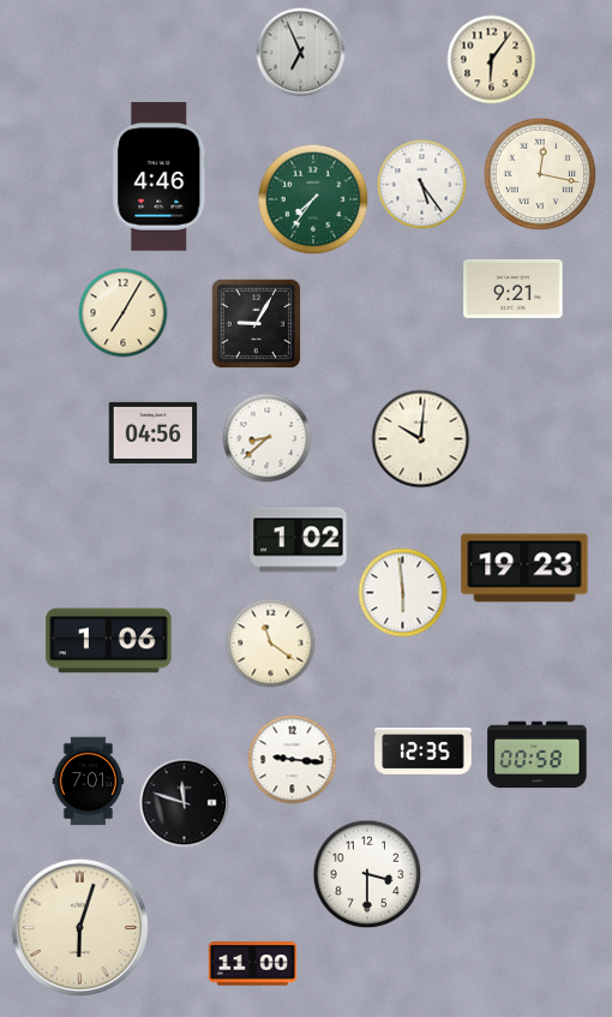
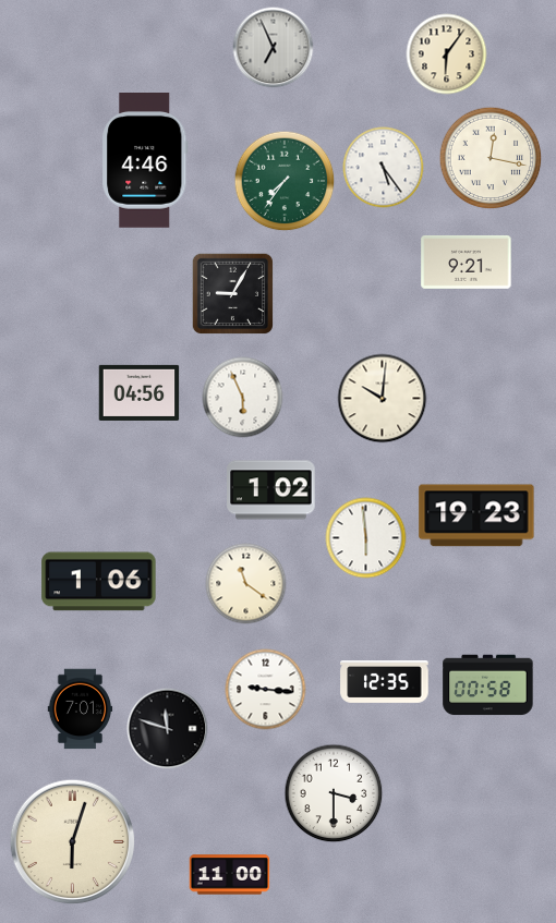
clock at (124, 313): 7:05 -> none
clock at (268, 438): 8:38 -> 5:56
